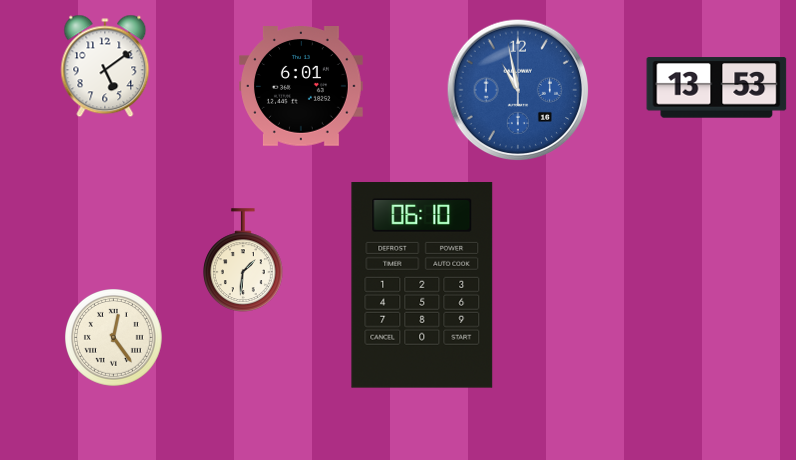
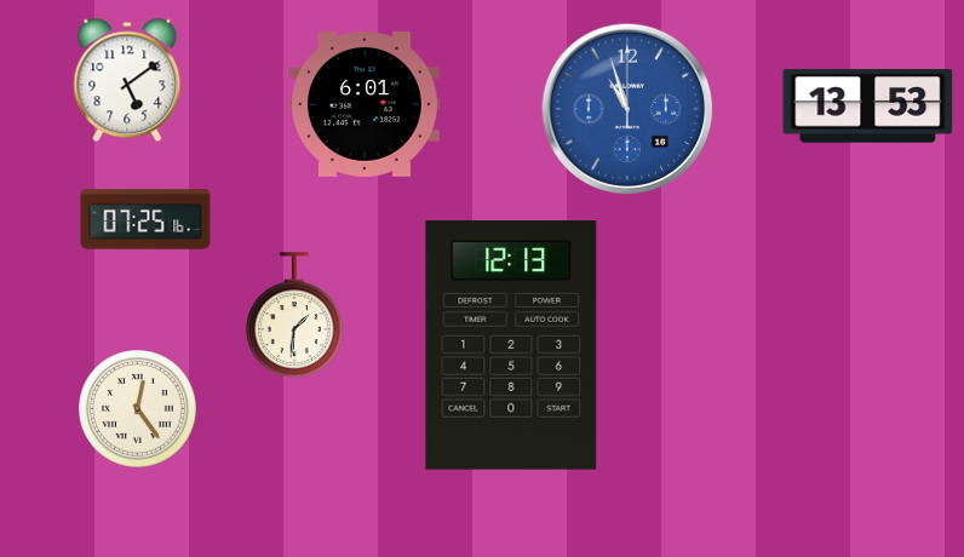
clock at (518, 90): 10:58 -> 10:57
clock at (145, 219): none -> 07:25
clock at (422, 286): 06:10 -> 12:13
